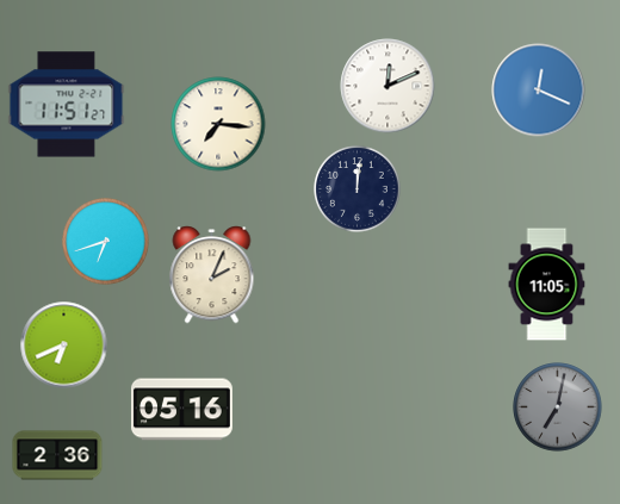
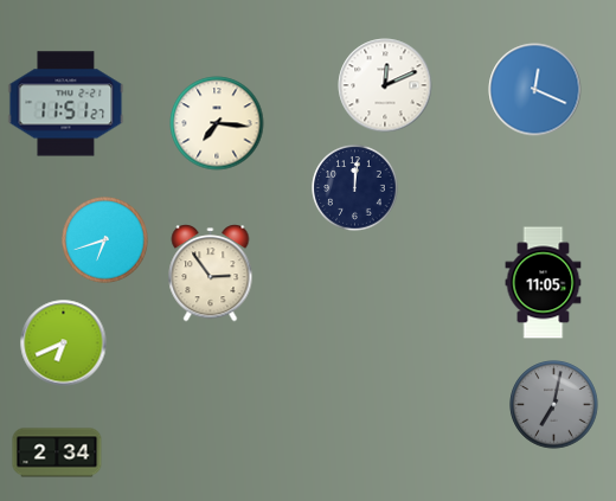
clock at (212, 275): 2:04 -> 2:54
clock at (181, 410): 05:16 -> none
clock at (57, 455): 2:36 -> 2:34
